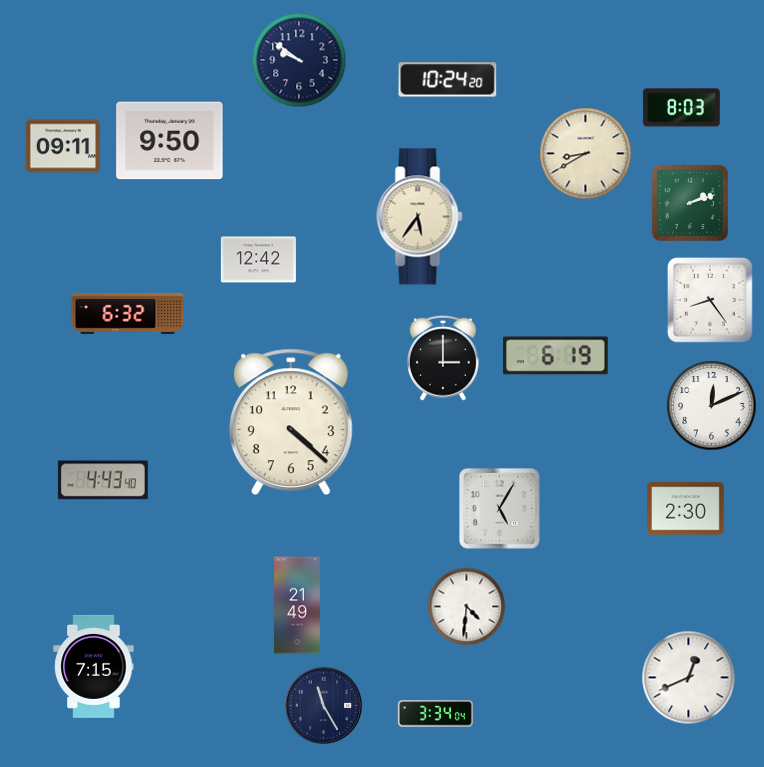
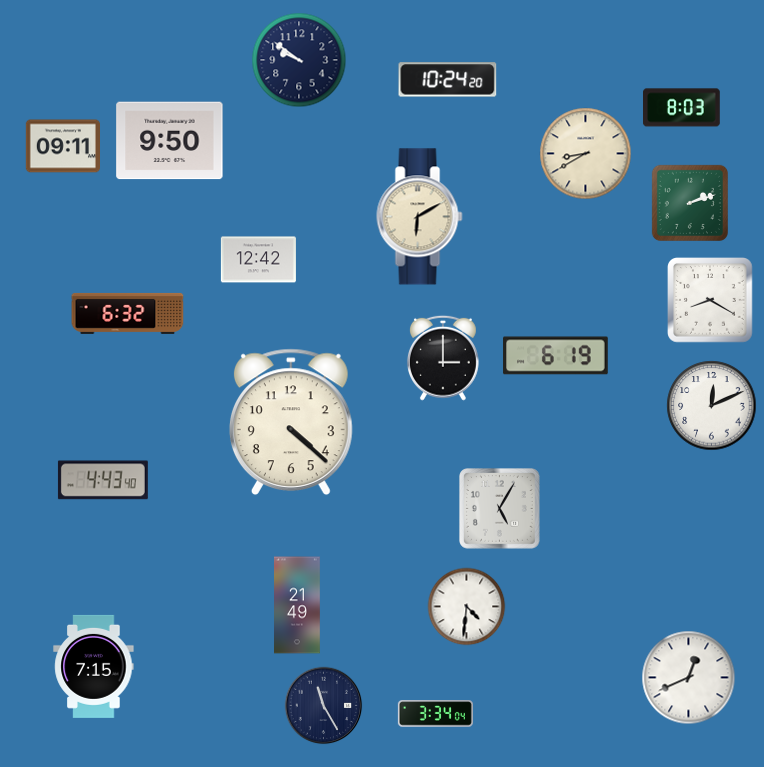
clock at (420, 217): 5:36 -> 6:10
clock at (711, 301): 8:24 -> 8:20
clock at (686, 509): 2:30 -> none
